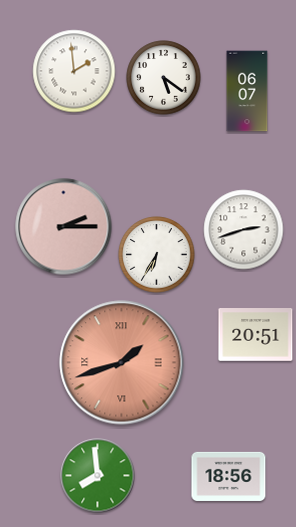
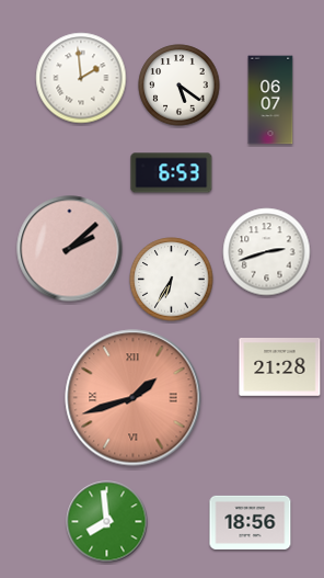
clock at (172, 173): none -> 6:53
clock at (64, 227): 2:15 -> 2:08
clock at (256, 335): 20:51 -> 21:28
